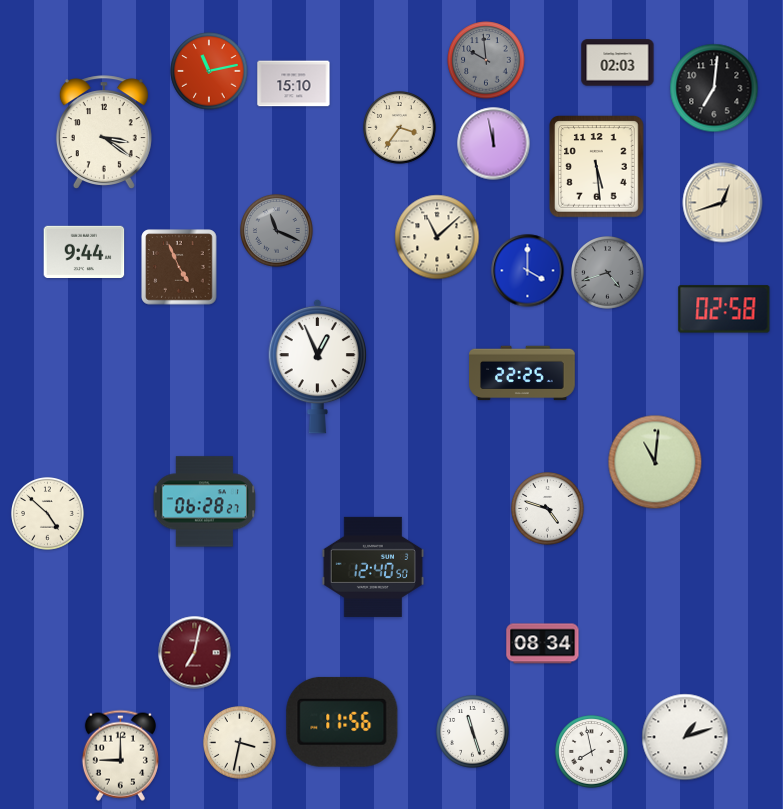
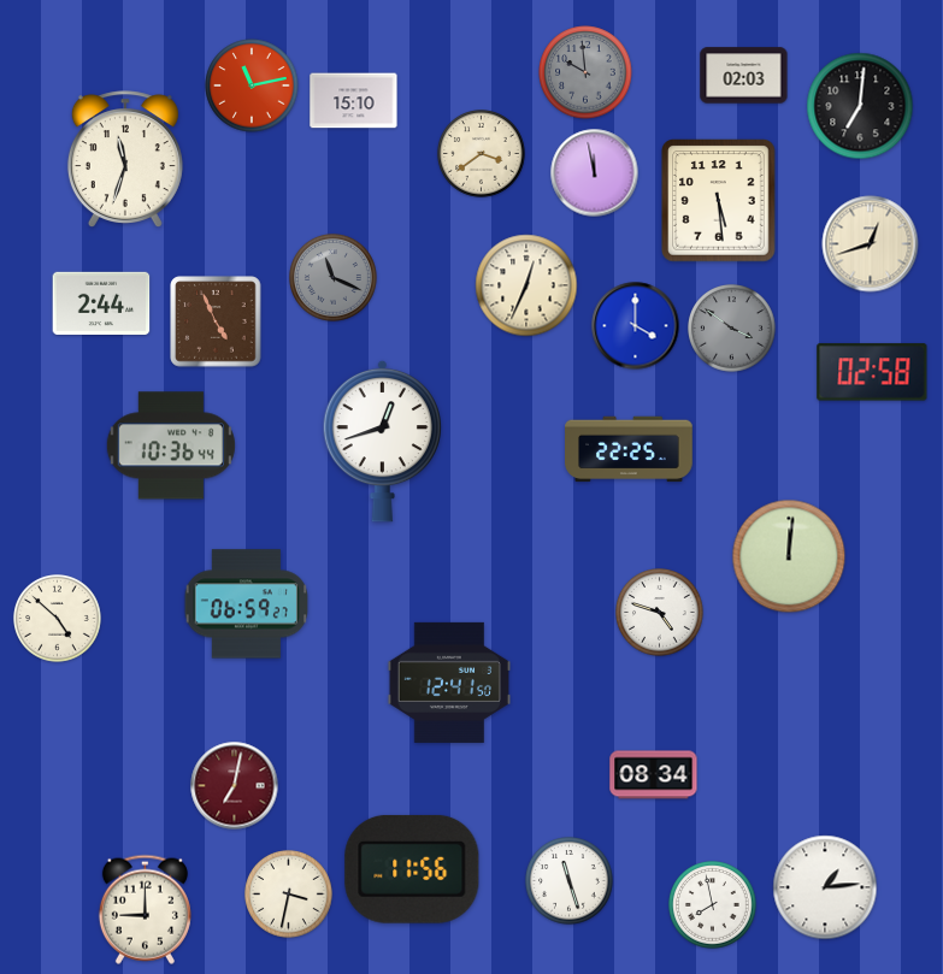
clock at (400, 128): 3:36 -> 3:39
clock at (104, 132): 3:21 -> 11:33
clock at (437, 237): 11:08 -> 12:34
clock at (84, 251): 9:44 -> 2:44
clock at (608, 273): 4:42 -> 3:51
clock at (317, 366): 12:56 -> 12:42
clock at (171, 445): none -> 10:36
clock at (655, 462): 11:01 -> 12:01
clock at (205, 502): 06:28 -> 06:59
clock at (373, 567): 12:40 -> 12:41
clock at (685, 737): 1:12 -> 1:14
